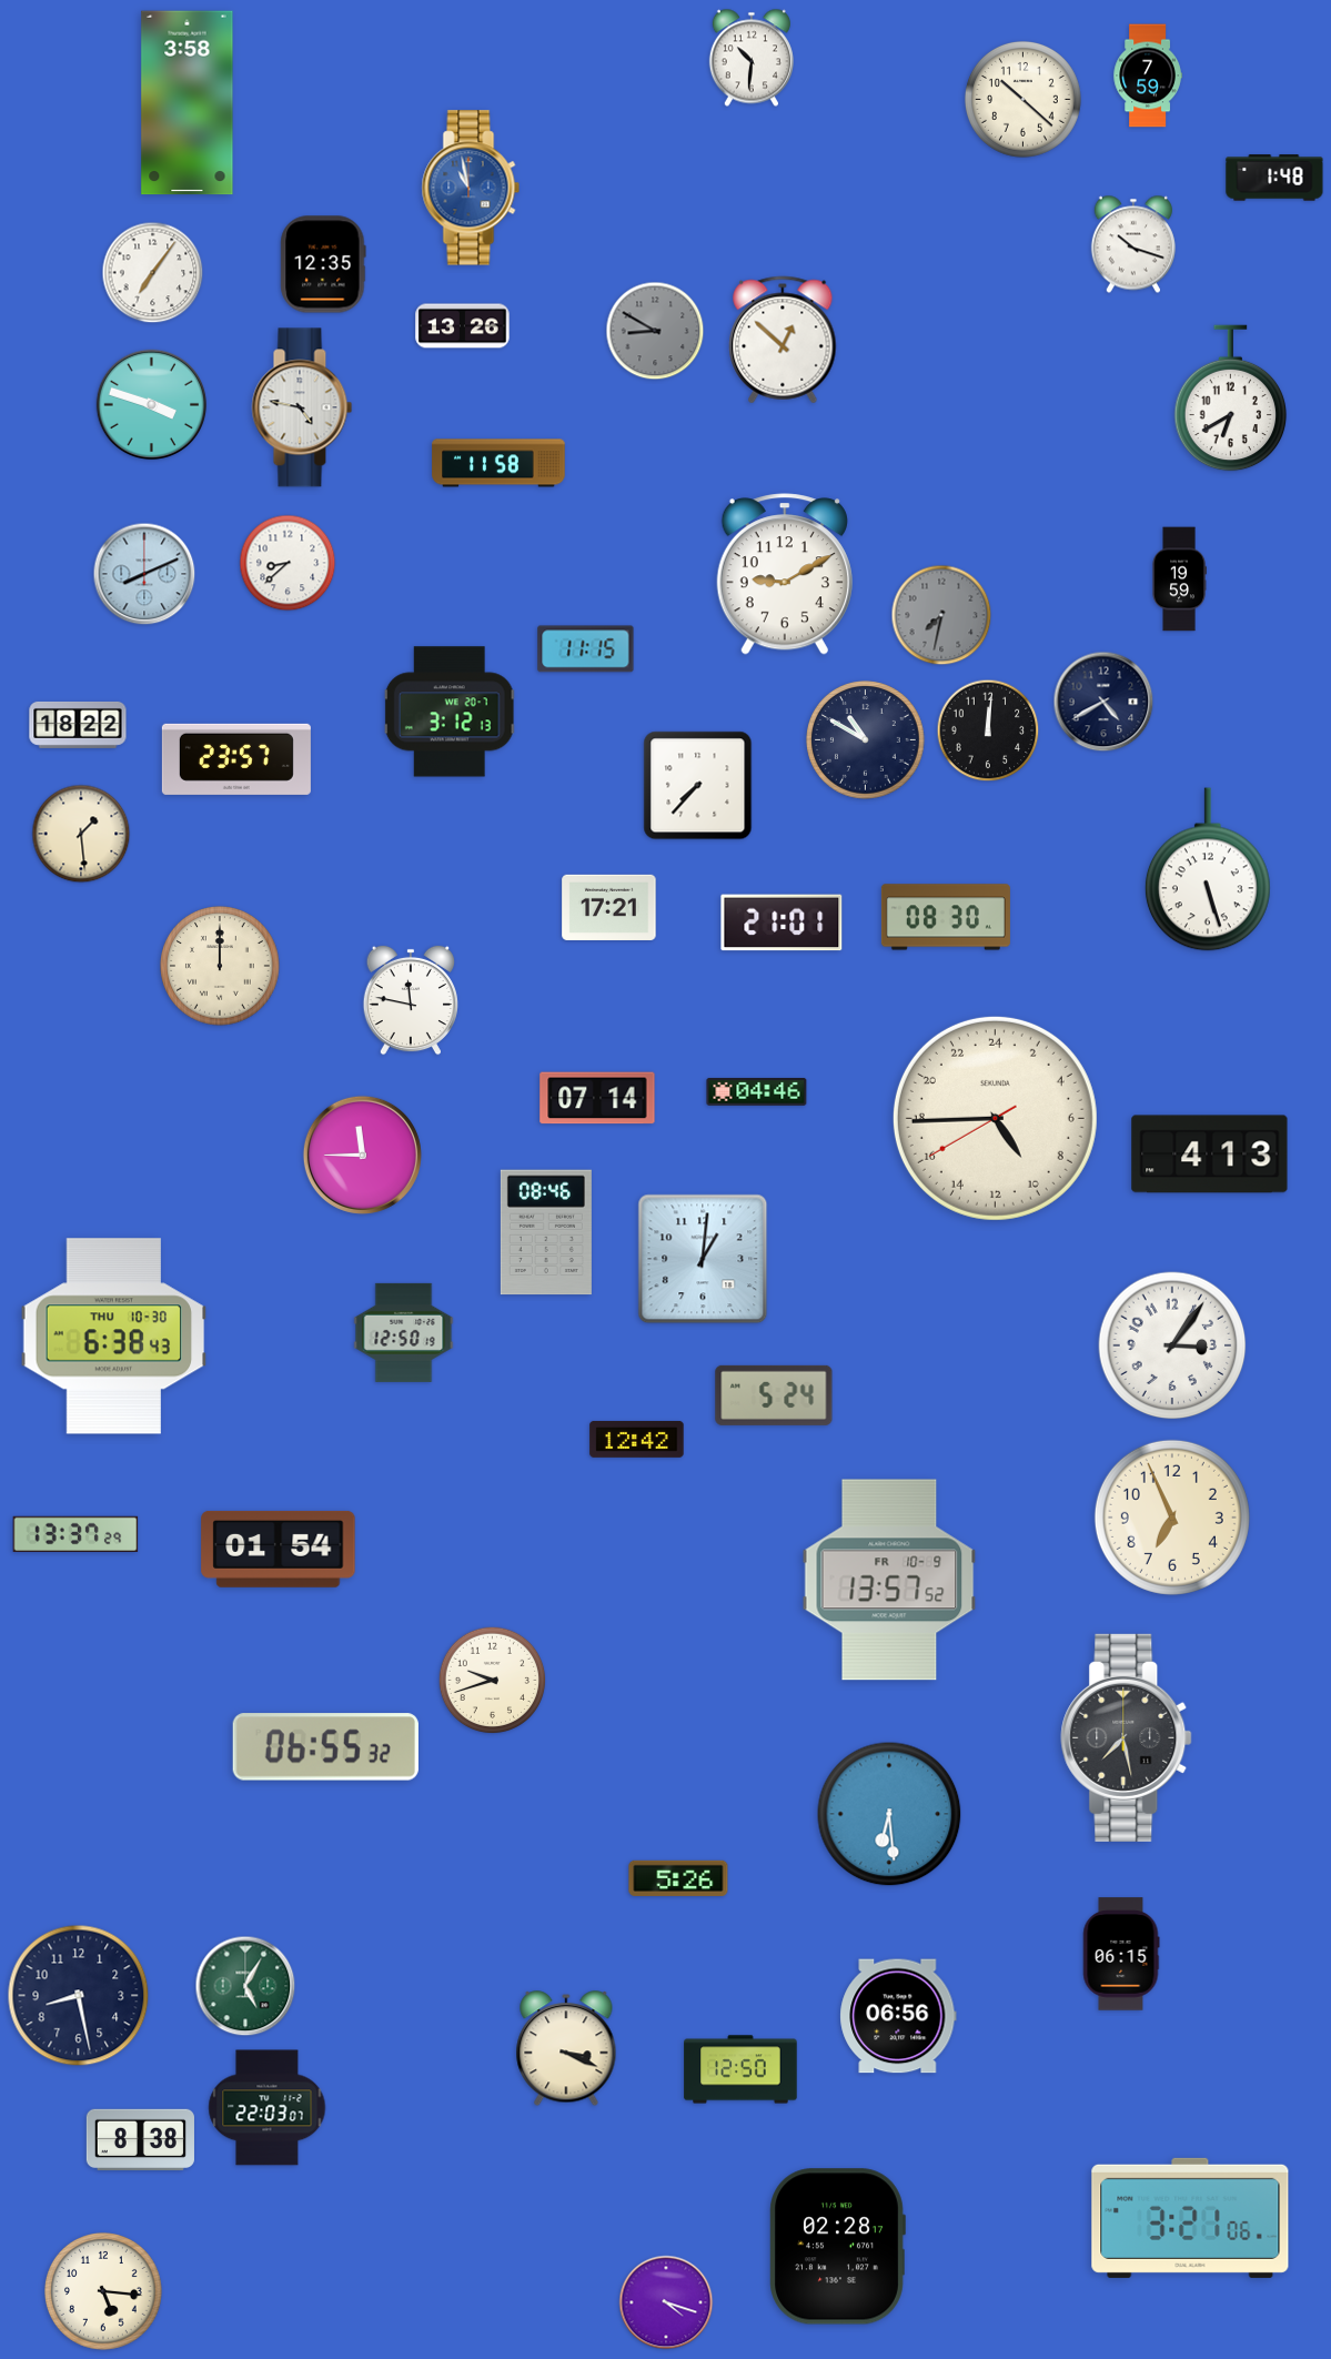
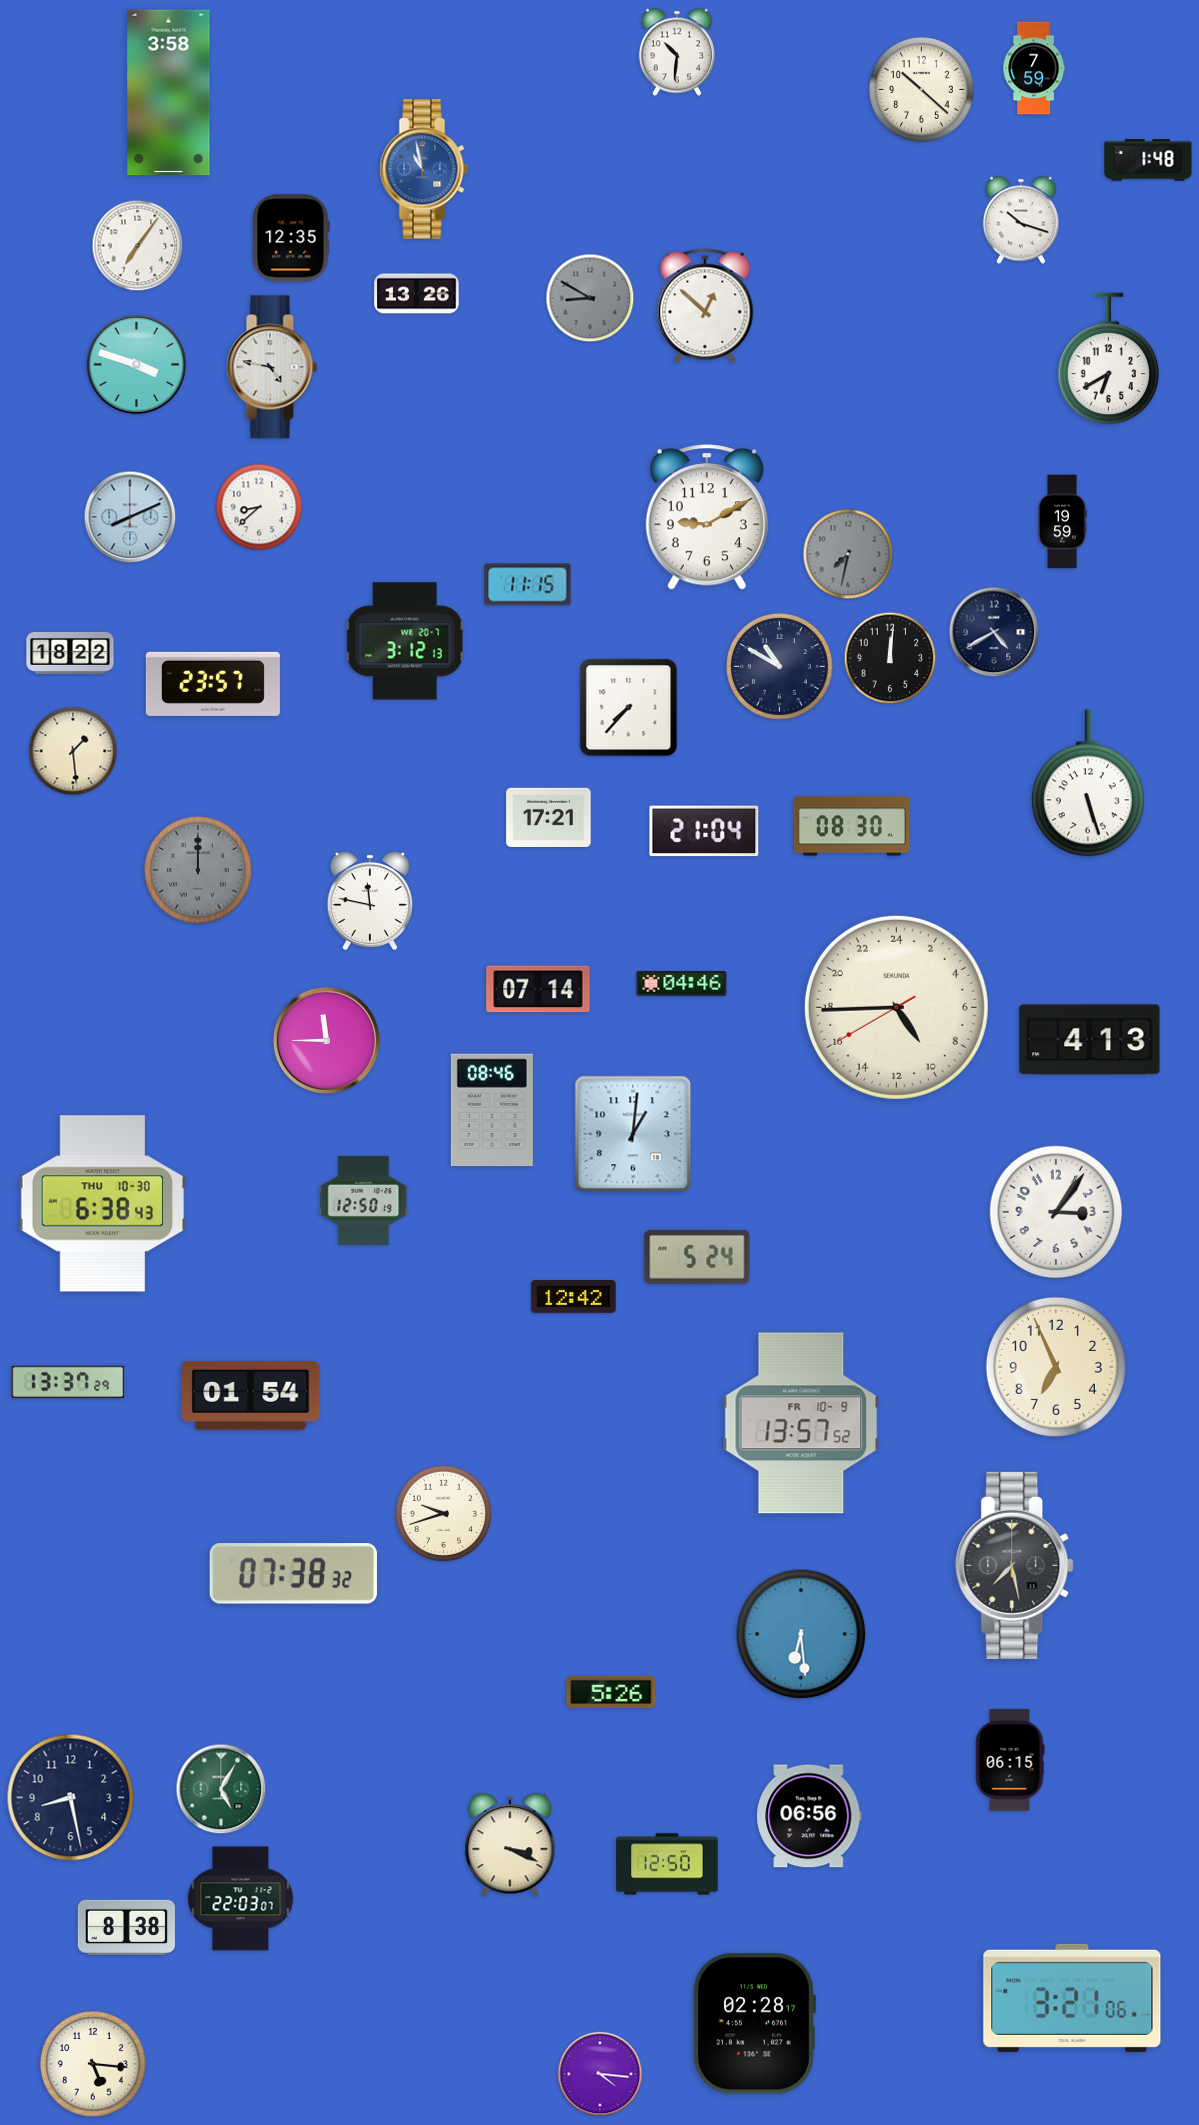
clock at (498, 463): 11:58 -> none
clock at (782, 923): 21:01 -> 21:04
clock at (220, 966) dial: cream -> grey
clock at (325, 1747): 06:55 -> 07:38
clock at (666, 2302): 4:18 -> 4:16
